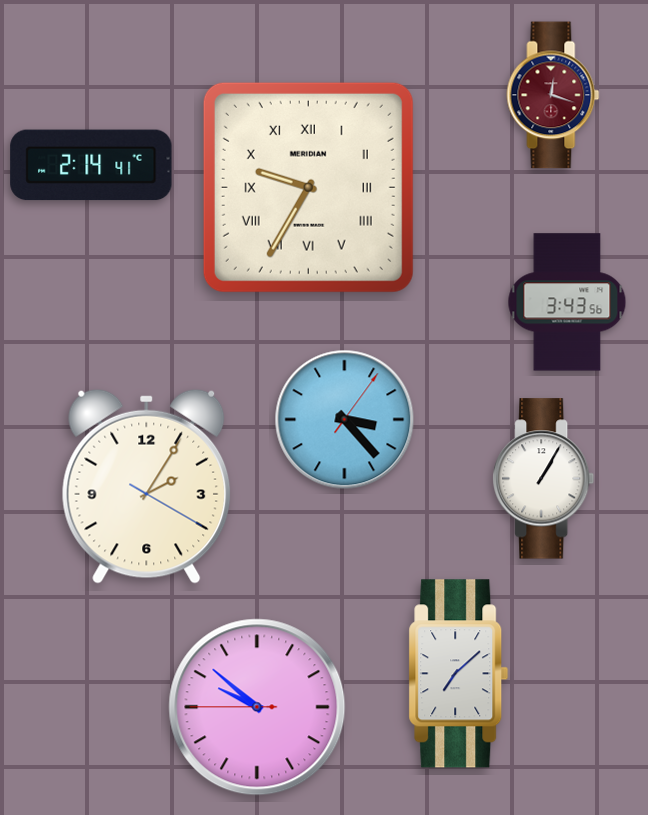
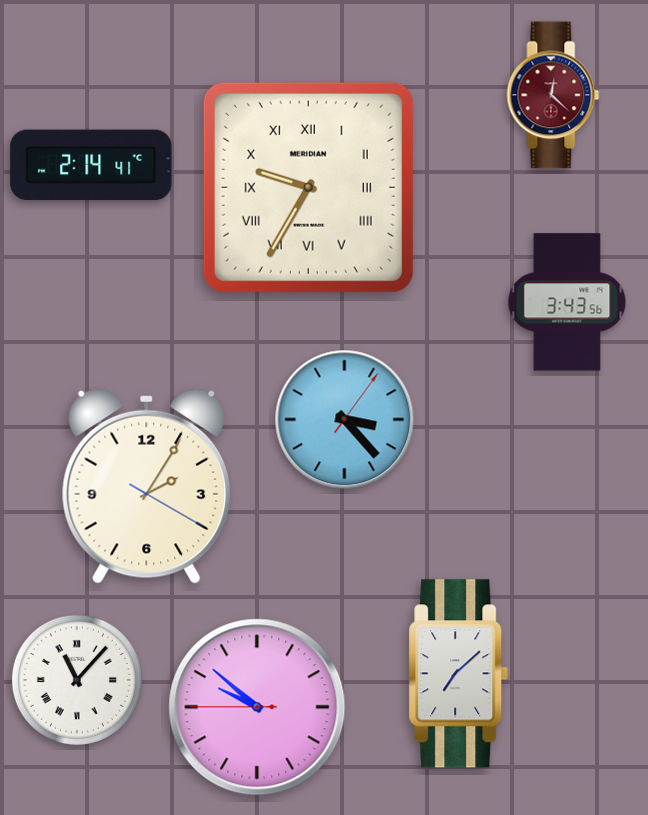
clock at (553, 95): 12:18 -> 12:22
clock at (544, 479): 1:05 -> none
clock at (77, 680): none -> 11:07
